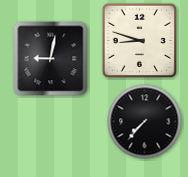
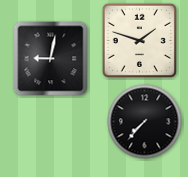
clock at (139, 40): 8:48 -> 1:48
